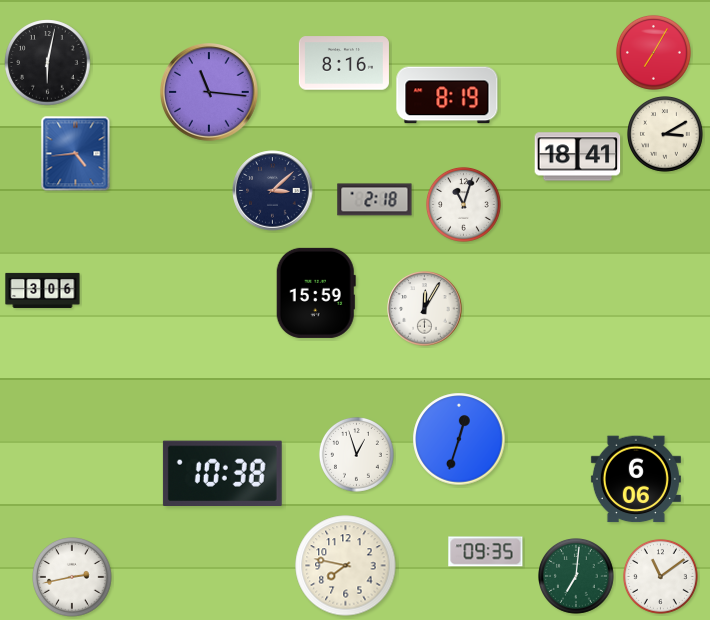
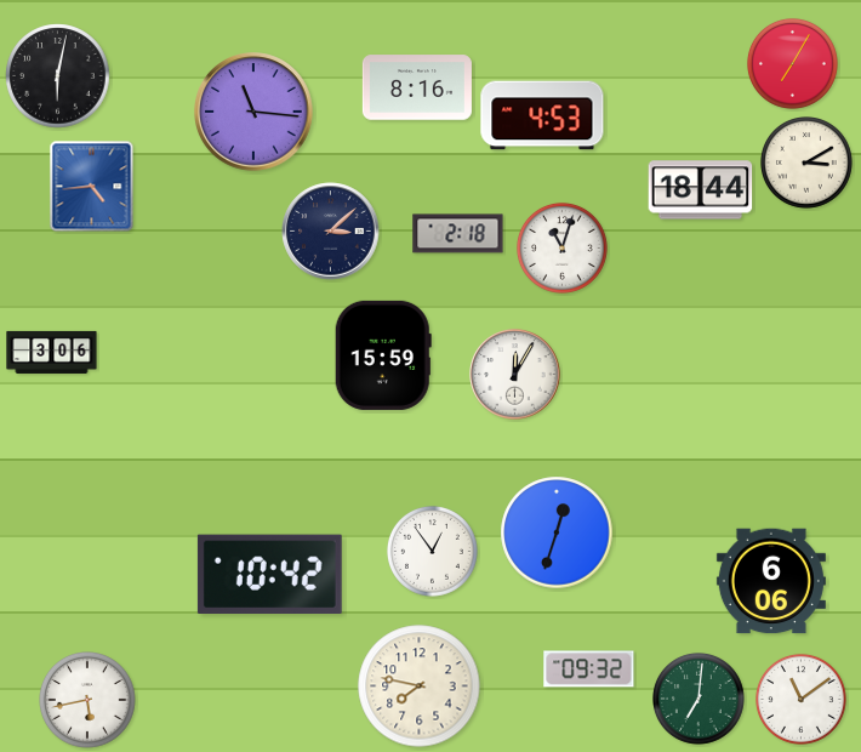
clock at (344, 63) position: (344, 63) -> (417, 87)
clock at (447, 95): 8:19 -> 4:53
clock at (578, 157): 18:41 -> 18:44
clock at (375, 200) position: (375, 200) -> (458, 234)
clock at (356, 454): 12:57 -> 12:54
clock at (222, 473): 10:38 -> 10:42
clock at (486, 552): 09:35 -> 09:32
clock at (73, 578): 2:43 -> 5:43
